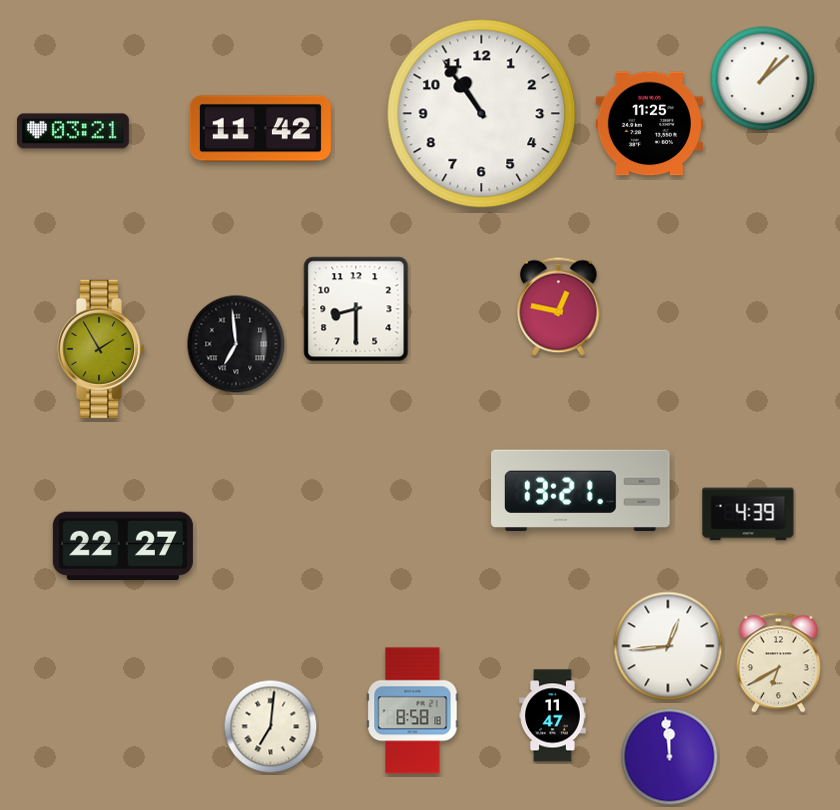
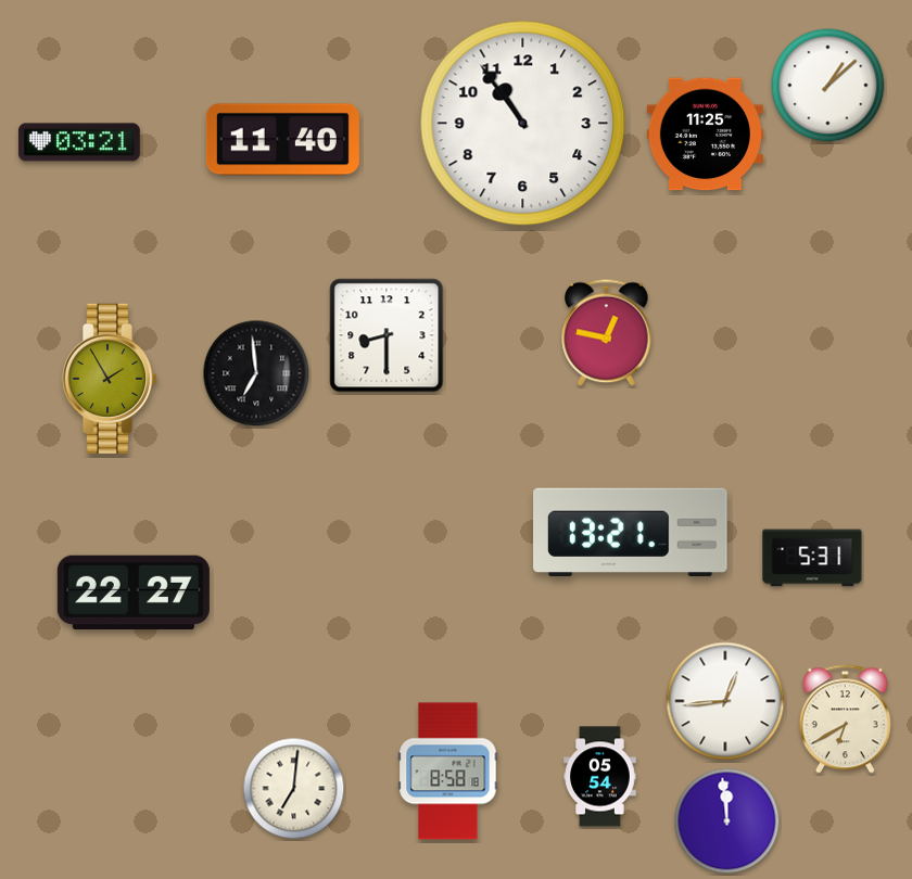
clock at (260, 129): 11:42 -> 11:40
clock at (748, 514): 4:39 -> 5:31
clock at (553, 716): 11:47 -> 05:54
